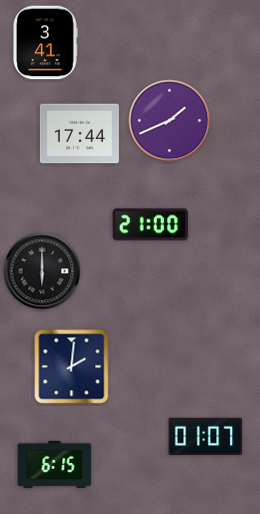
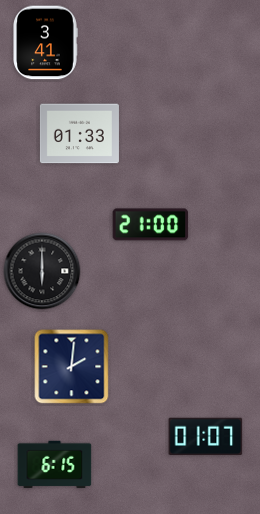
clock at (170, 121): 1:41 -> none
clock at (79, 134): 17:44 -> 01:33
